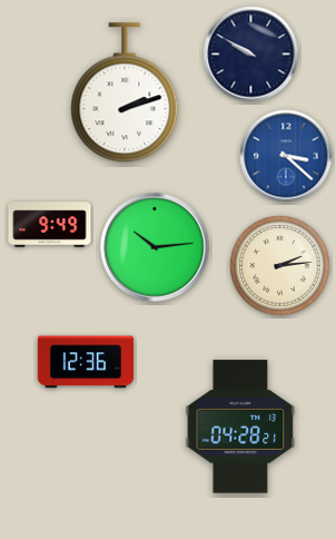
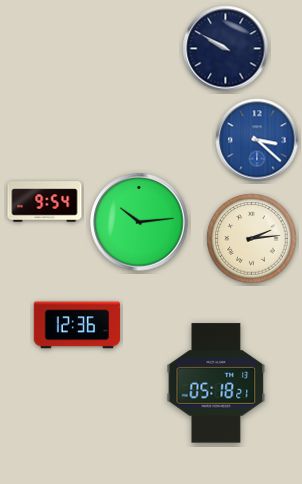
clock at (125, 94): 2:12 -> none
clock at (50, 225): 9:49 -> 9:54
clock at (240, 427): 04:28 -> 05:18
